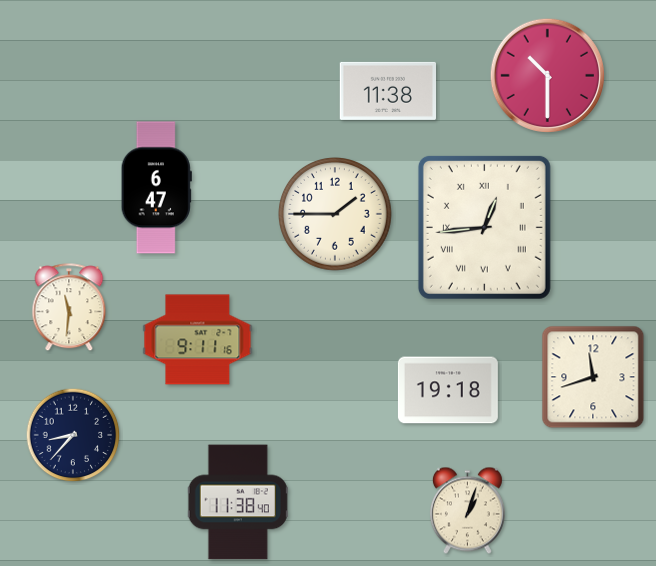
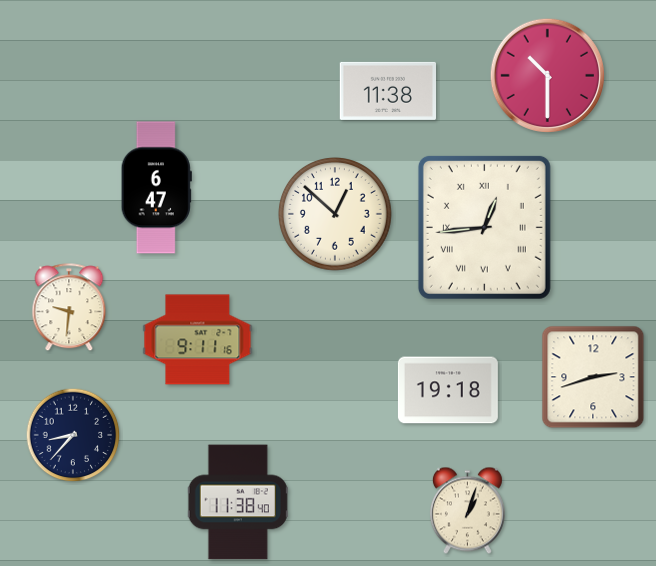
clock at (336, 215): 1:45 -> 12:52
clock at (69, 308): 11:31 -> 9:31
clock at (593, 377): 11:42 -> 2:42
